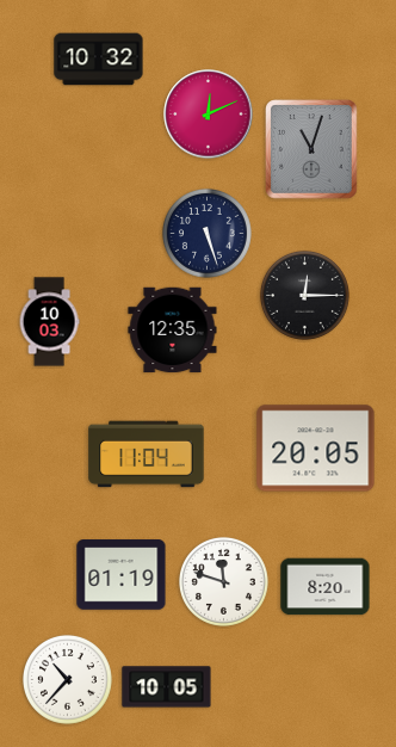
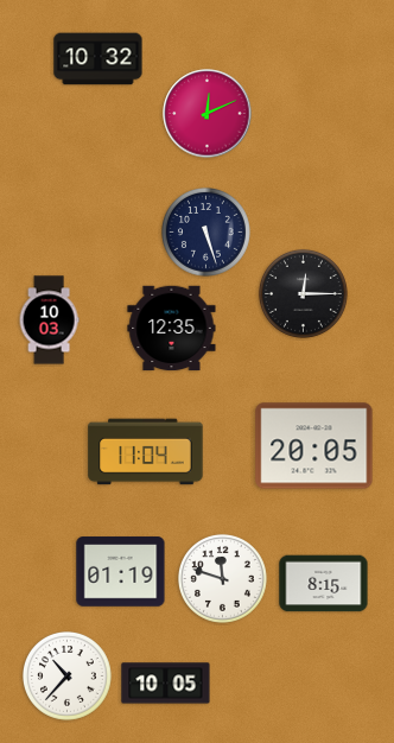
clock at (311, 149): 11:03 -> none
clock at (326, 587): 8:20 -> 8:15
